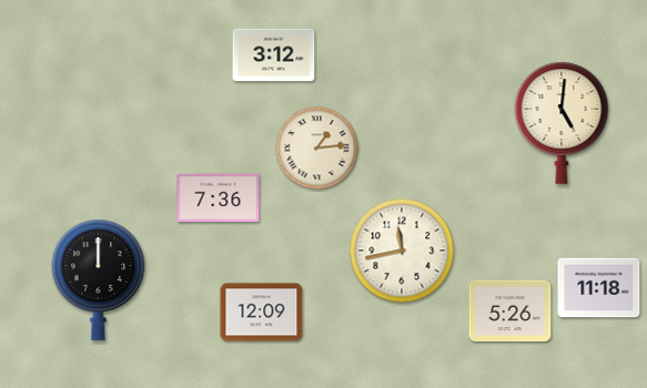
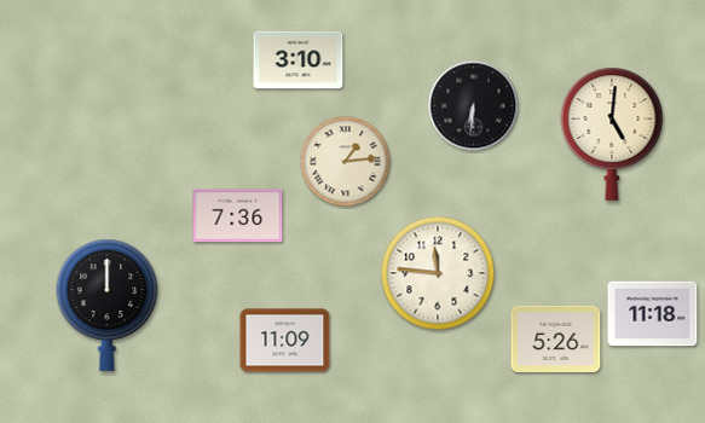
clock at (274, 55): 3:12 -> 3:10
clock at (474, 106): none -> 6:31
clock at (402, 251): 11:43 -> 11:46
clock at (262, 313): 12:09 -> 11:09
